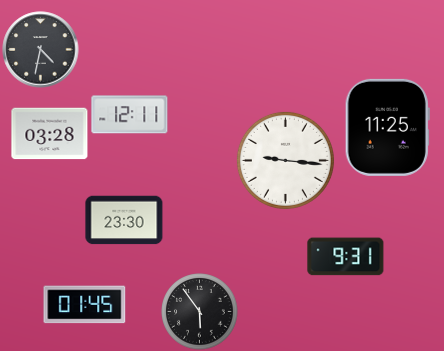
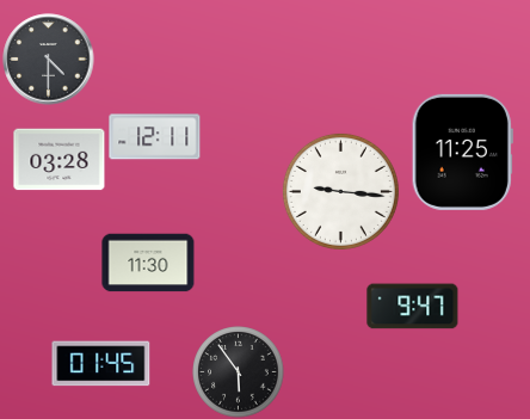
clock at (41, 50): 4:32 -> 4:30
clock at (124, 220): 23:30 -> 11:30
clock at (346, 257): 9:31 -> 9:47
